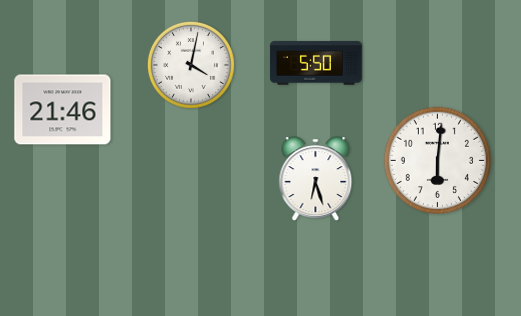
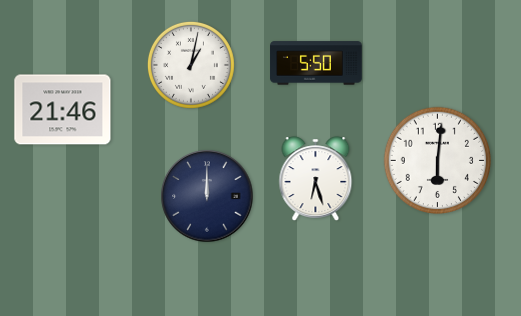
clock at (191, 65): 4:02 -> 1:02
clock at (207, 196): none -> 12:00
